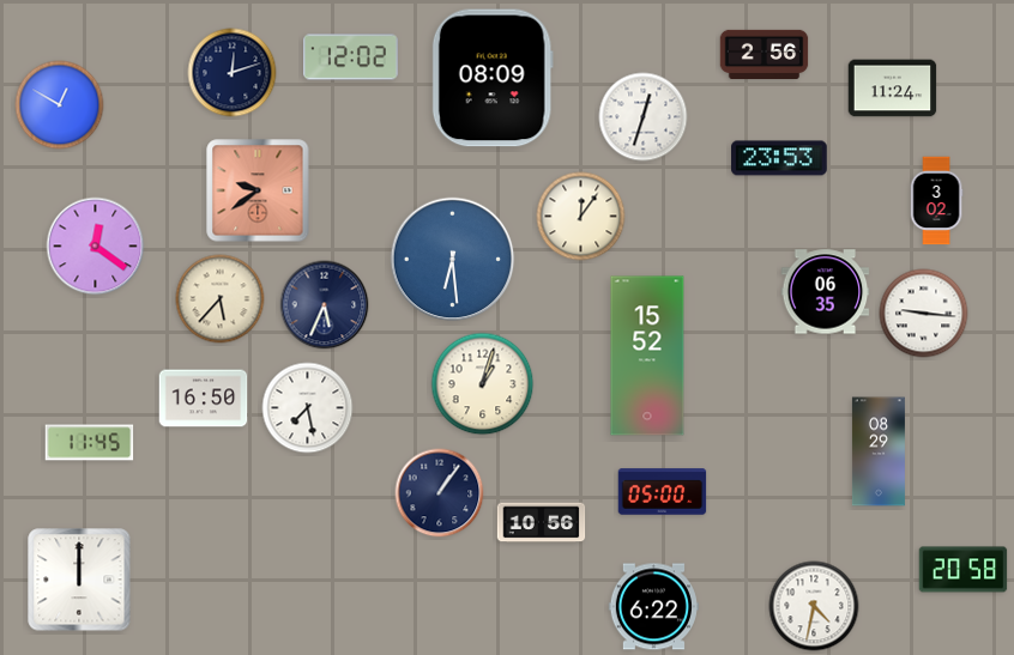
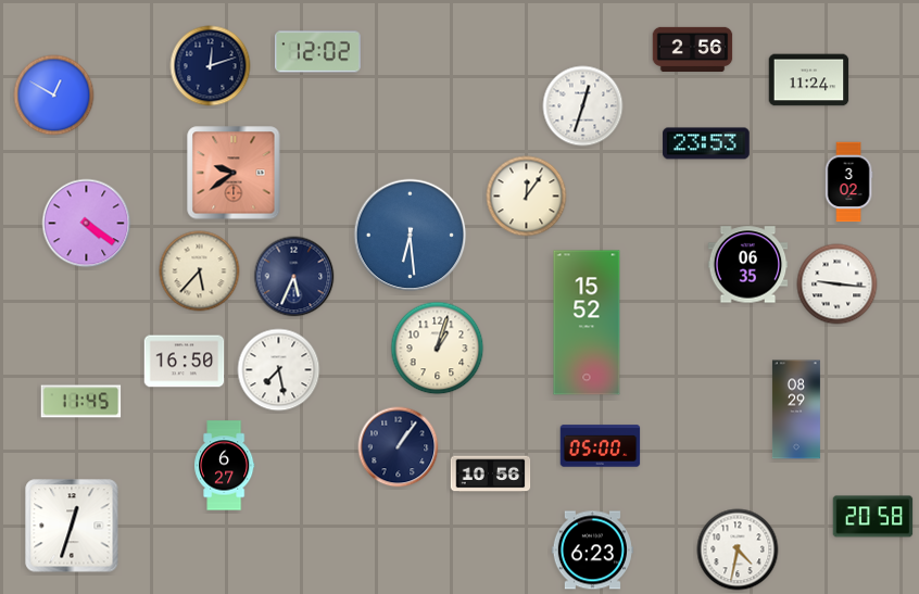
clock at (493, 78): 08:09 -> none
clock at (96, 247): 12:21 -> 4:21
clock at (225, 466): none -> 6:27
clock at (79, 580): 12:00 -> 12:33
clock at (653, 607): 6:22 -> 6:23
